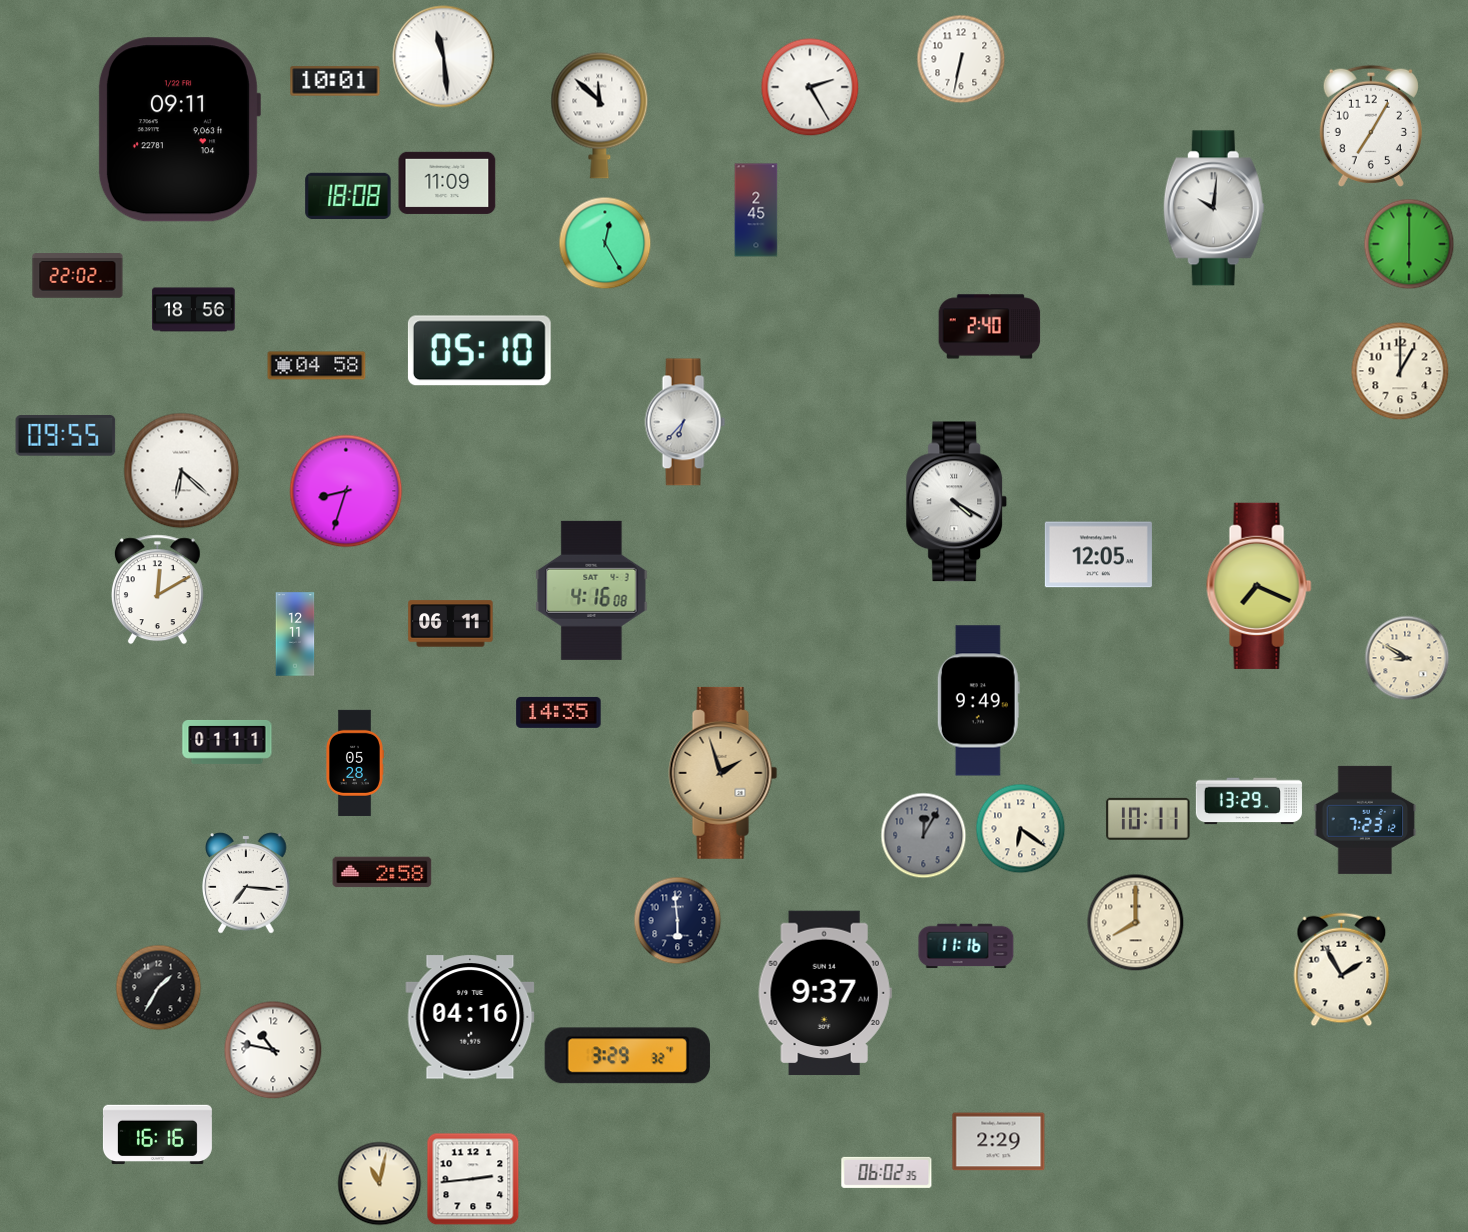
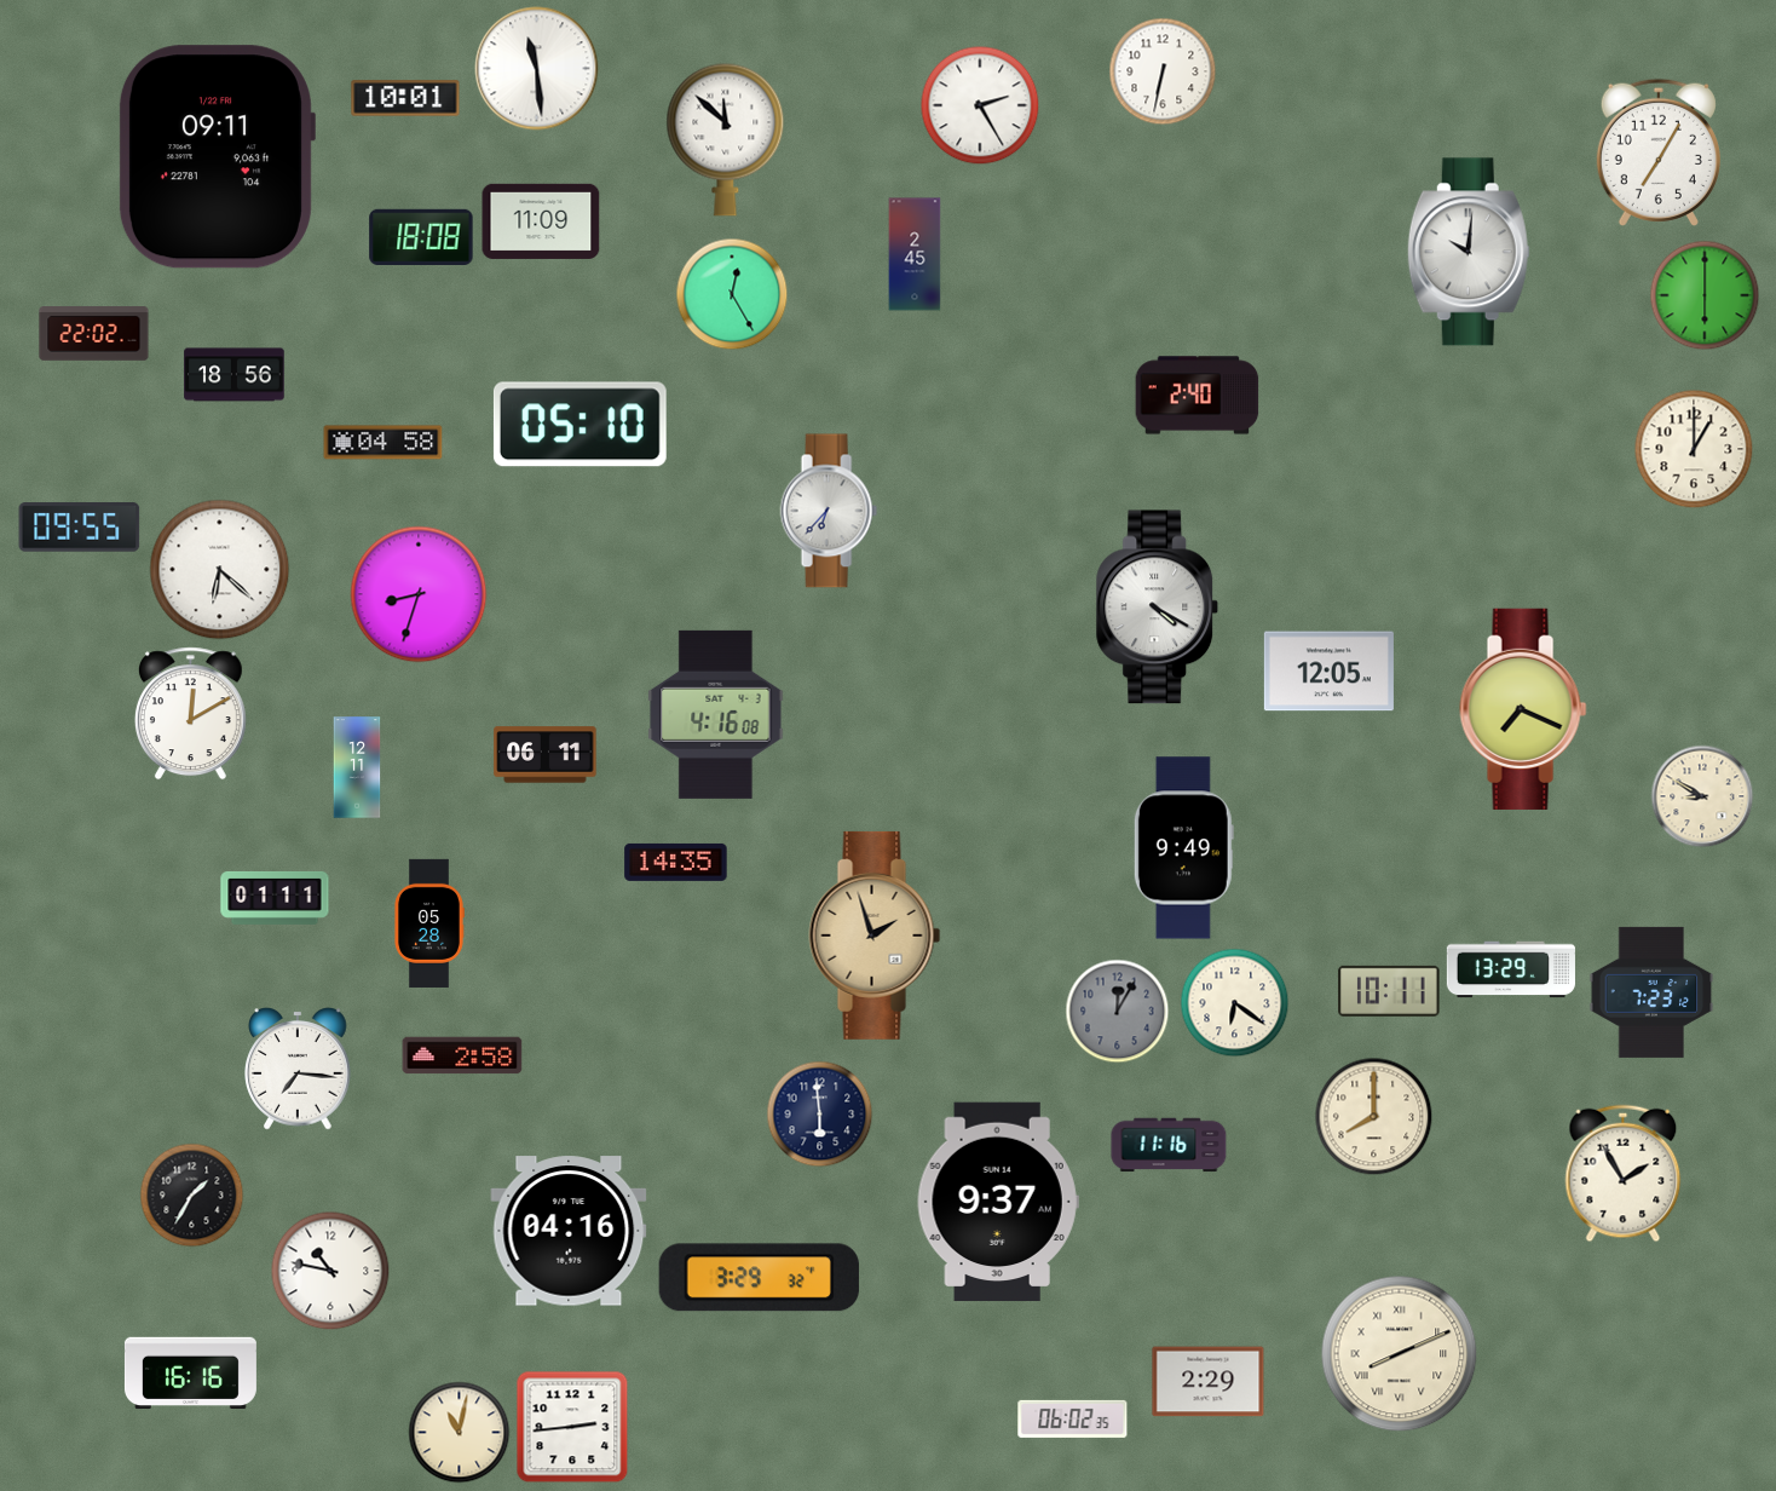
clock at (1400, 1354): none -> 8:11
